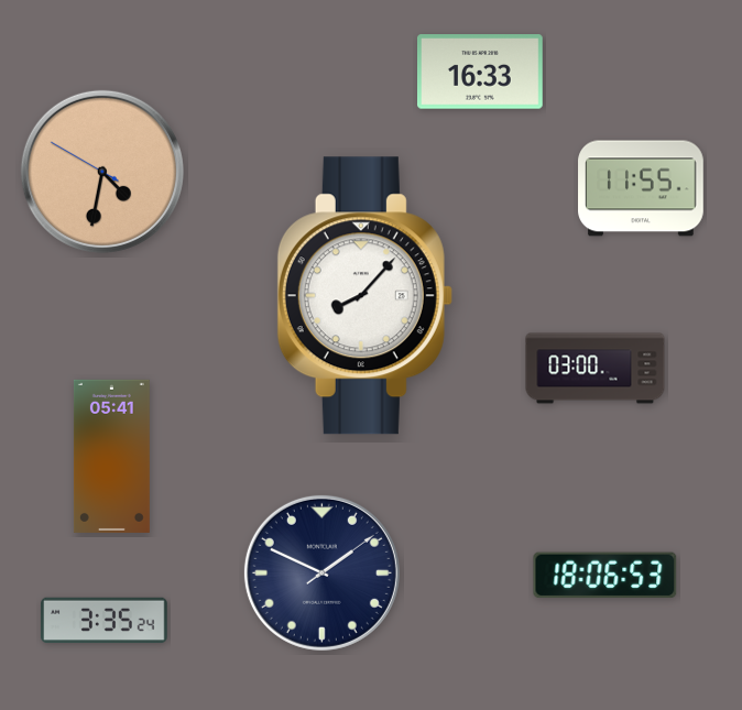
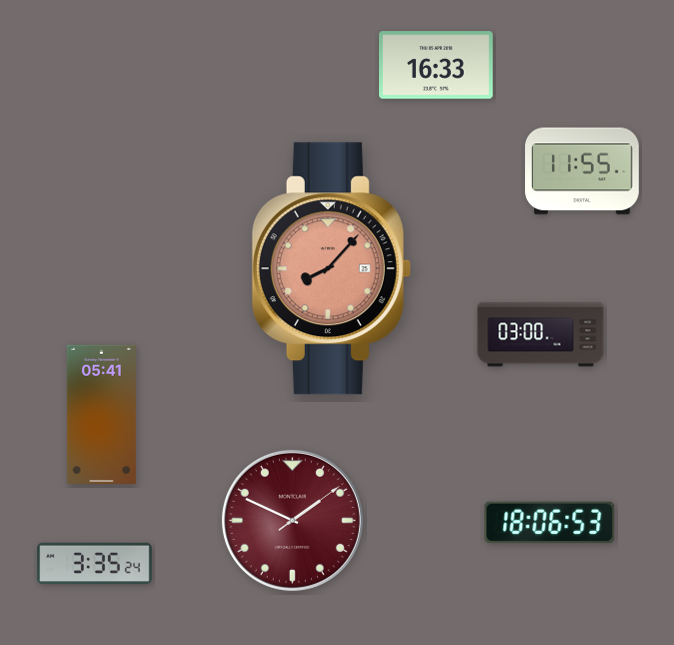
clock at (102, 172): 4:31 -> none
clock at (364, 296) dial: white -> salmon
clock at (321, 572) dial: navy -> burgundy
